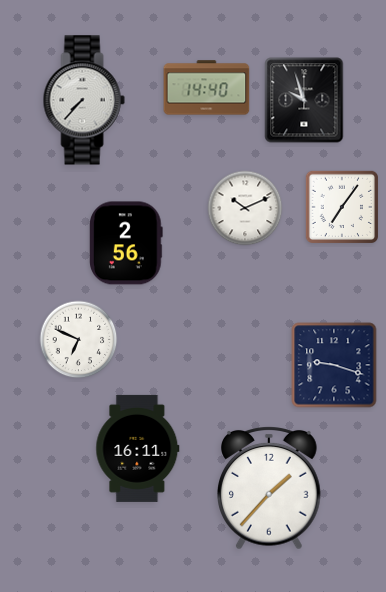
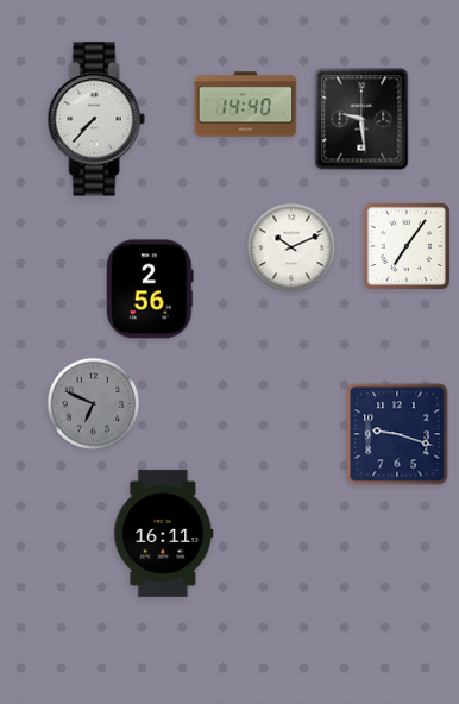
clock at (84, 100) position: (84, 100) -> (96, 119)
clock at (304, 100): 9:57 -> 9:29
clock at (79, 340) dial: white -> grey
clock at (270, 489): 1:37 -> none
